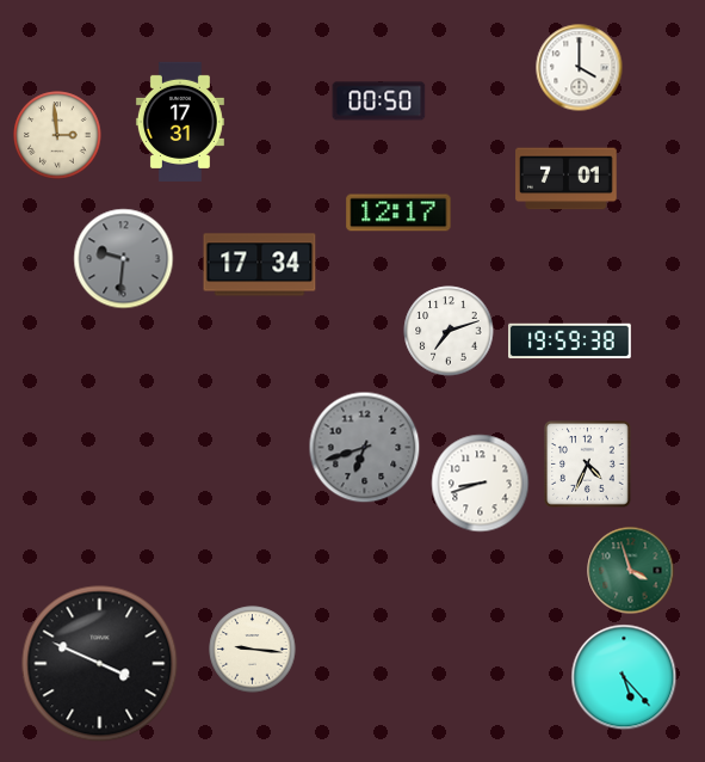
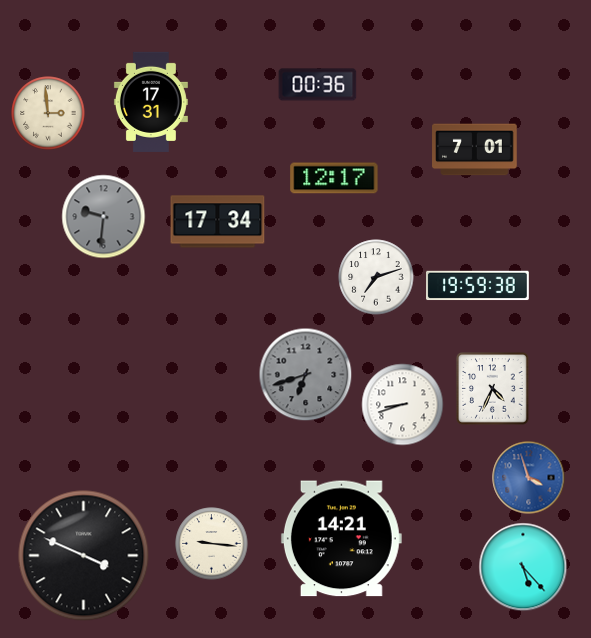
clock at (580, 68): 4:00 -> none
clock at (379, 102): 00:50 -> 00:36
clock at (631, 571) dial: green -> blue
clock at (341, 539): none -> 14:21
